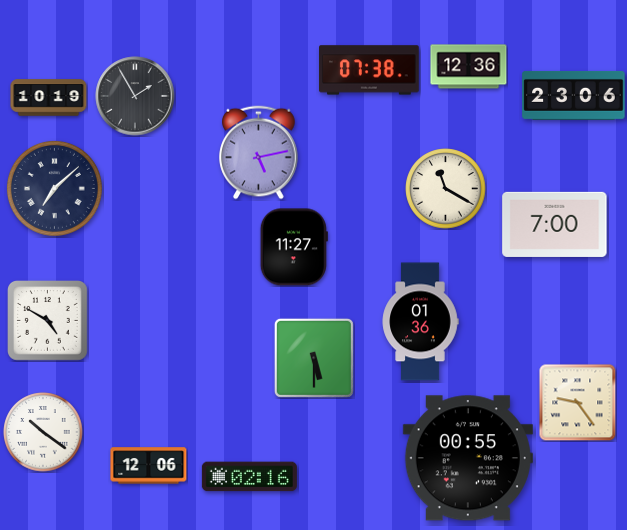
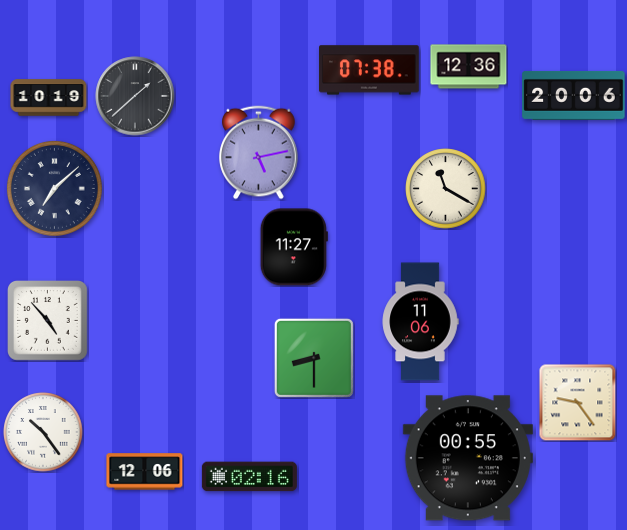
clock at (574, 95): 23:06 -> 20:06
clock at (135, 96): 1:55 -> 1:38
clock at (555, 224): 7:00 -> none
clock at (48, 321): 4:50 -> 4:53
clock at (420, 322): 01:36 -> 11:06
clock at (314, 358): 5:30 -> 8:30
clock at (43, 432): 10:21 -> 10:24
clock at (149, 466) position: (149, 466) -> (145, 472)
